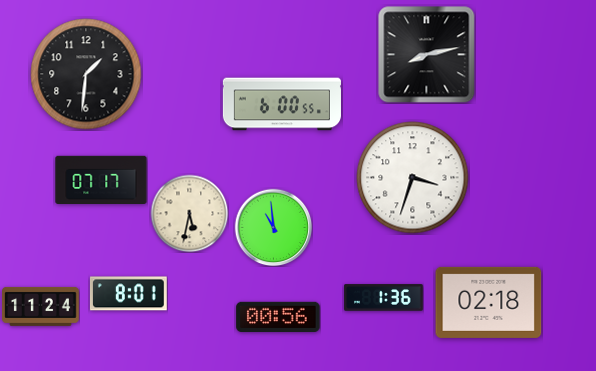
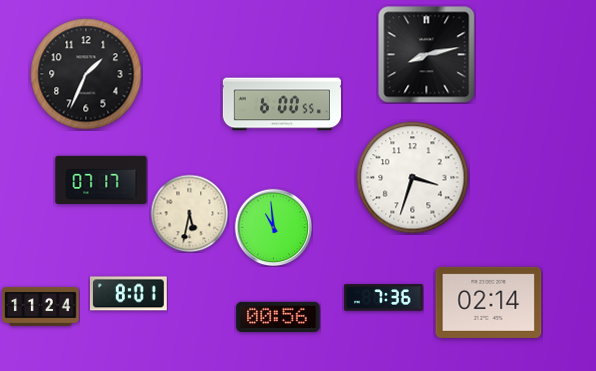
clock at (86, 74): 1:31 -> 1:34
clock at (384, 298): 1:36 -> 7:36
clock at (489, 302): 02:18 -> 02:14
